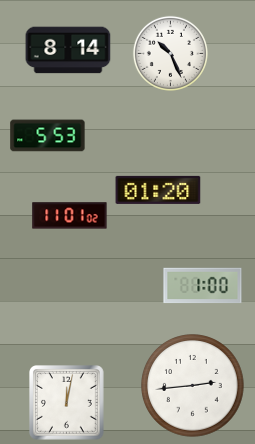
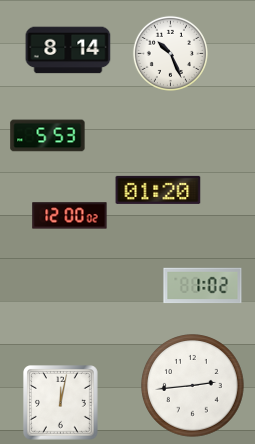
clock at (70, 216): 11:01 -> 12:00
clock at (203, 286): 1:00 -> 1:02
clock at (67, 403) position: (67, 403) -> (61, 403)
